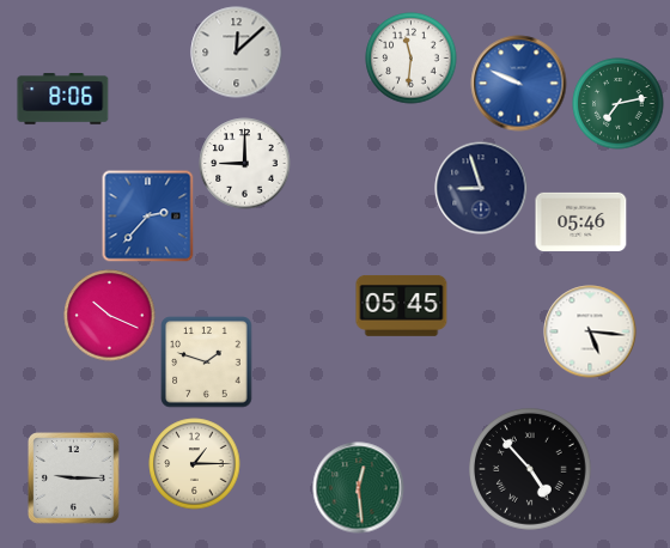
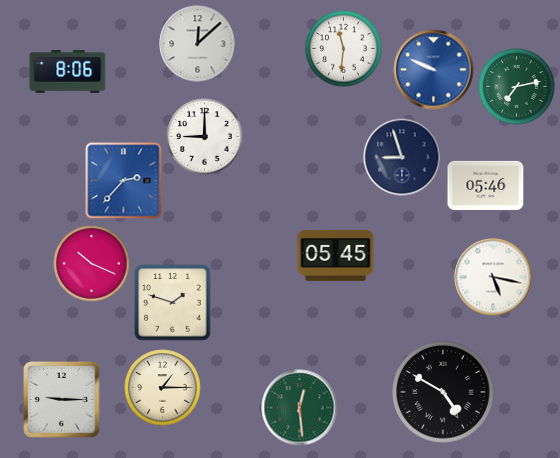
clock at (63, 99) position: (63, 99) -> (68, 72)
clock at (590, 331): 5:16 -> 5:17
clock at (530, 469): 4:53 -> 4:50
